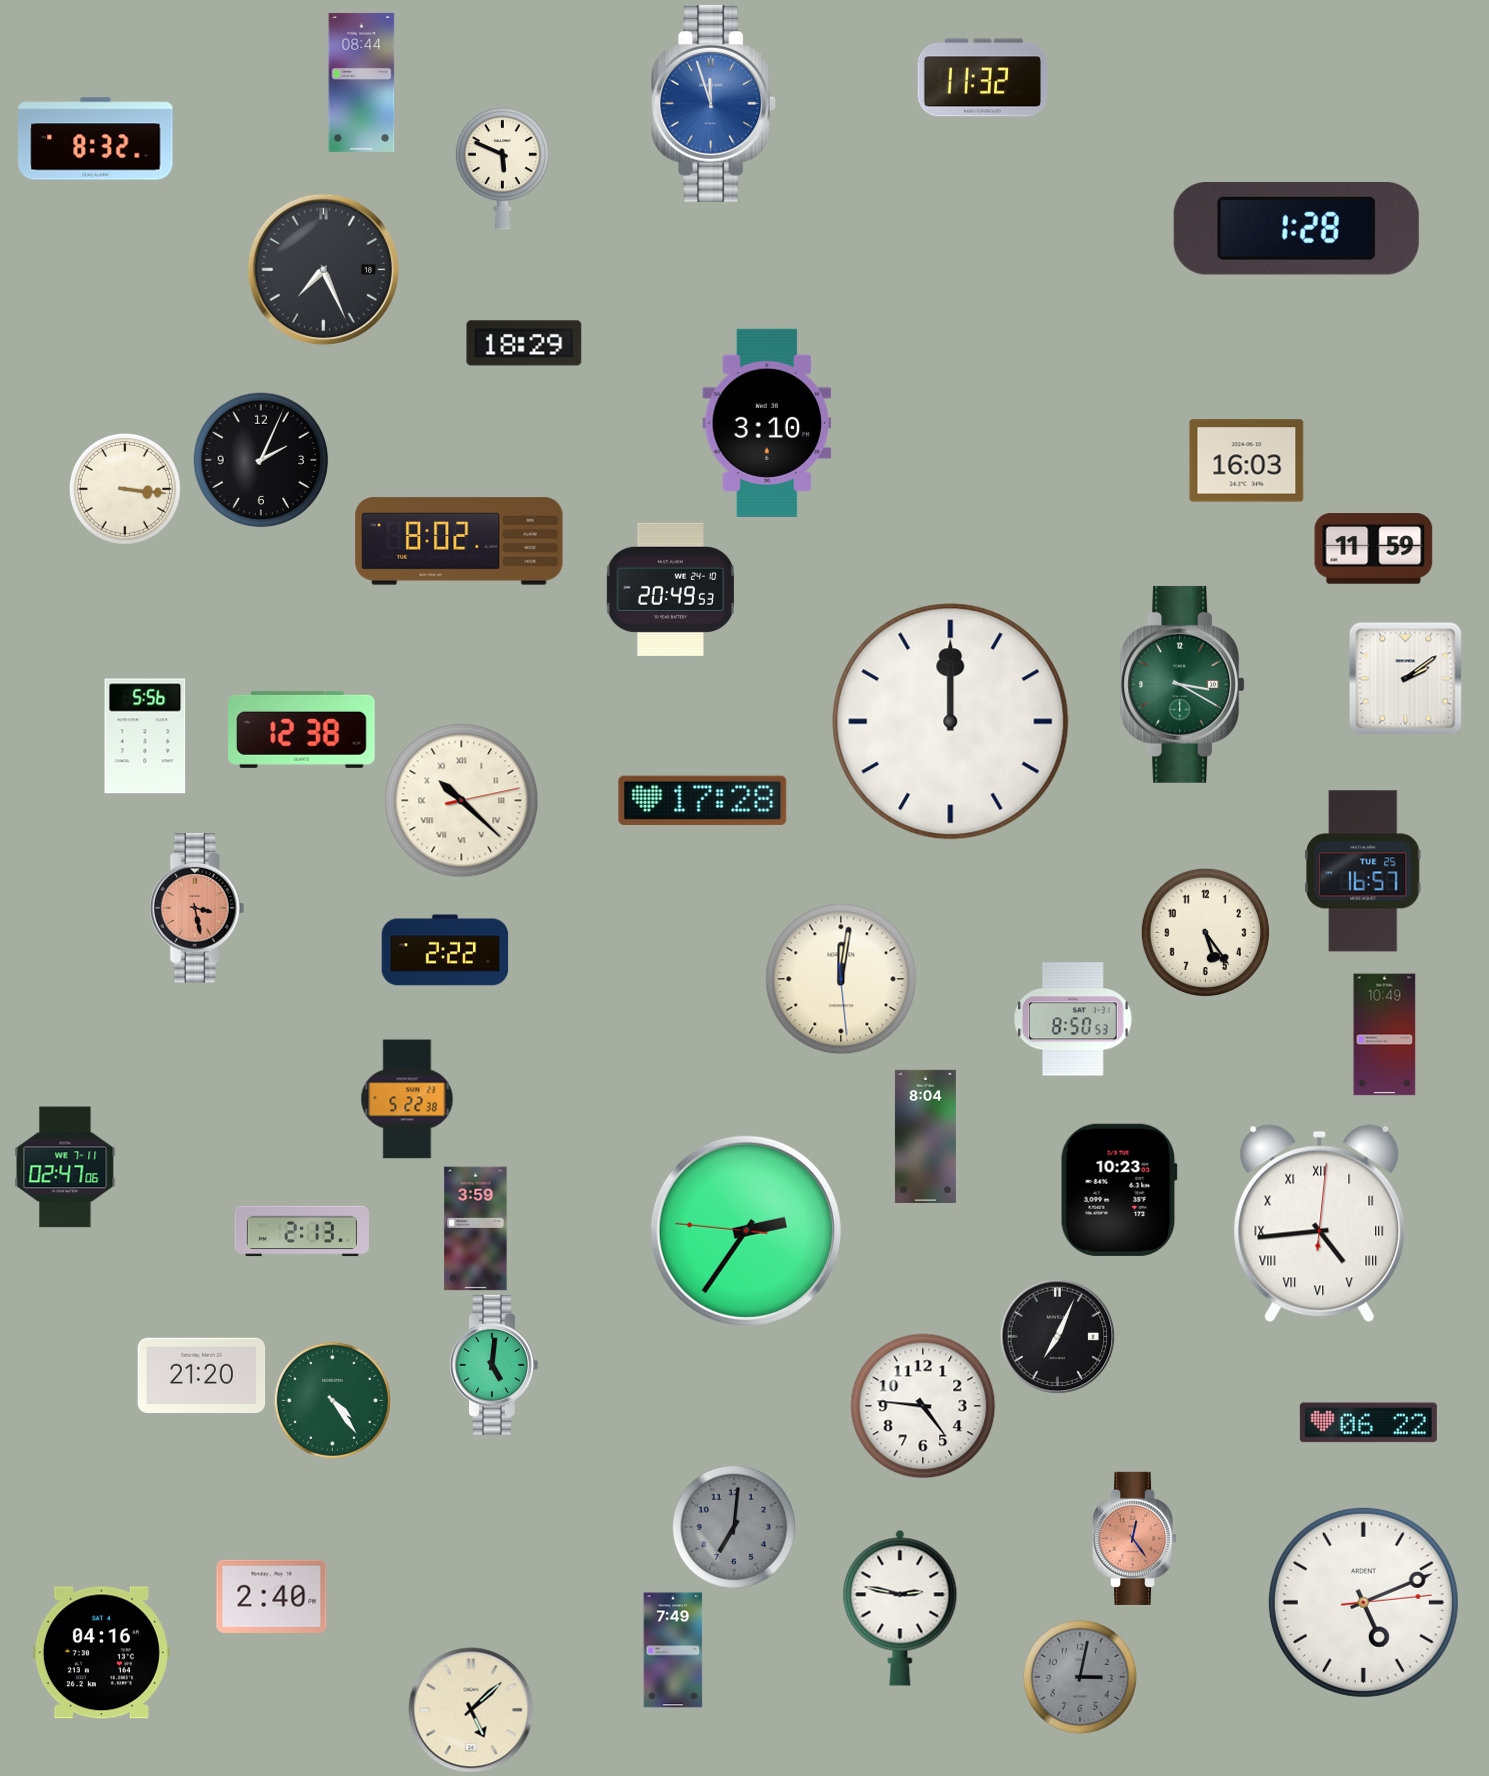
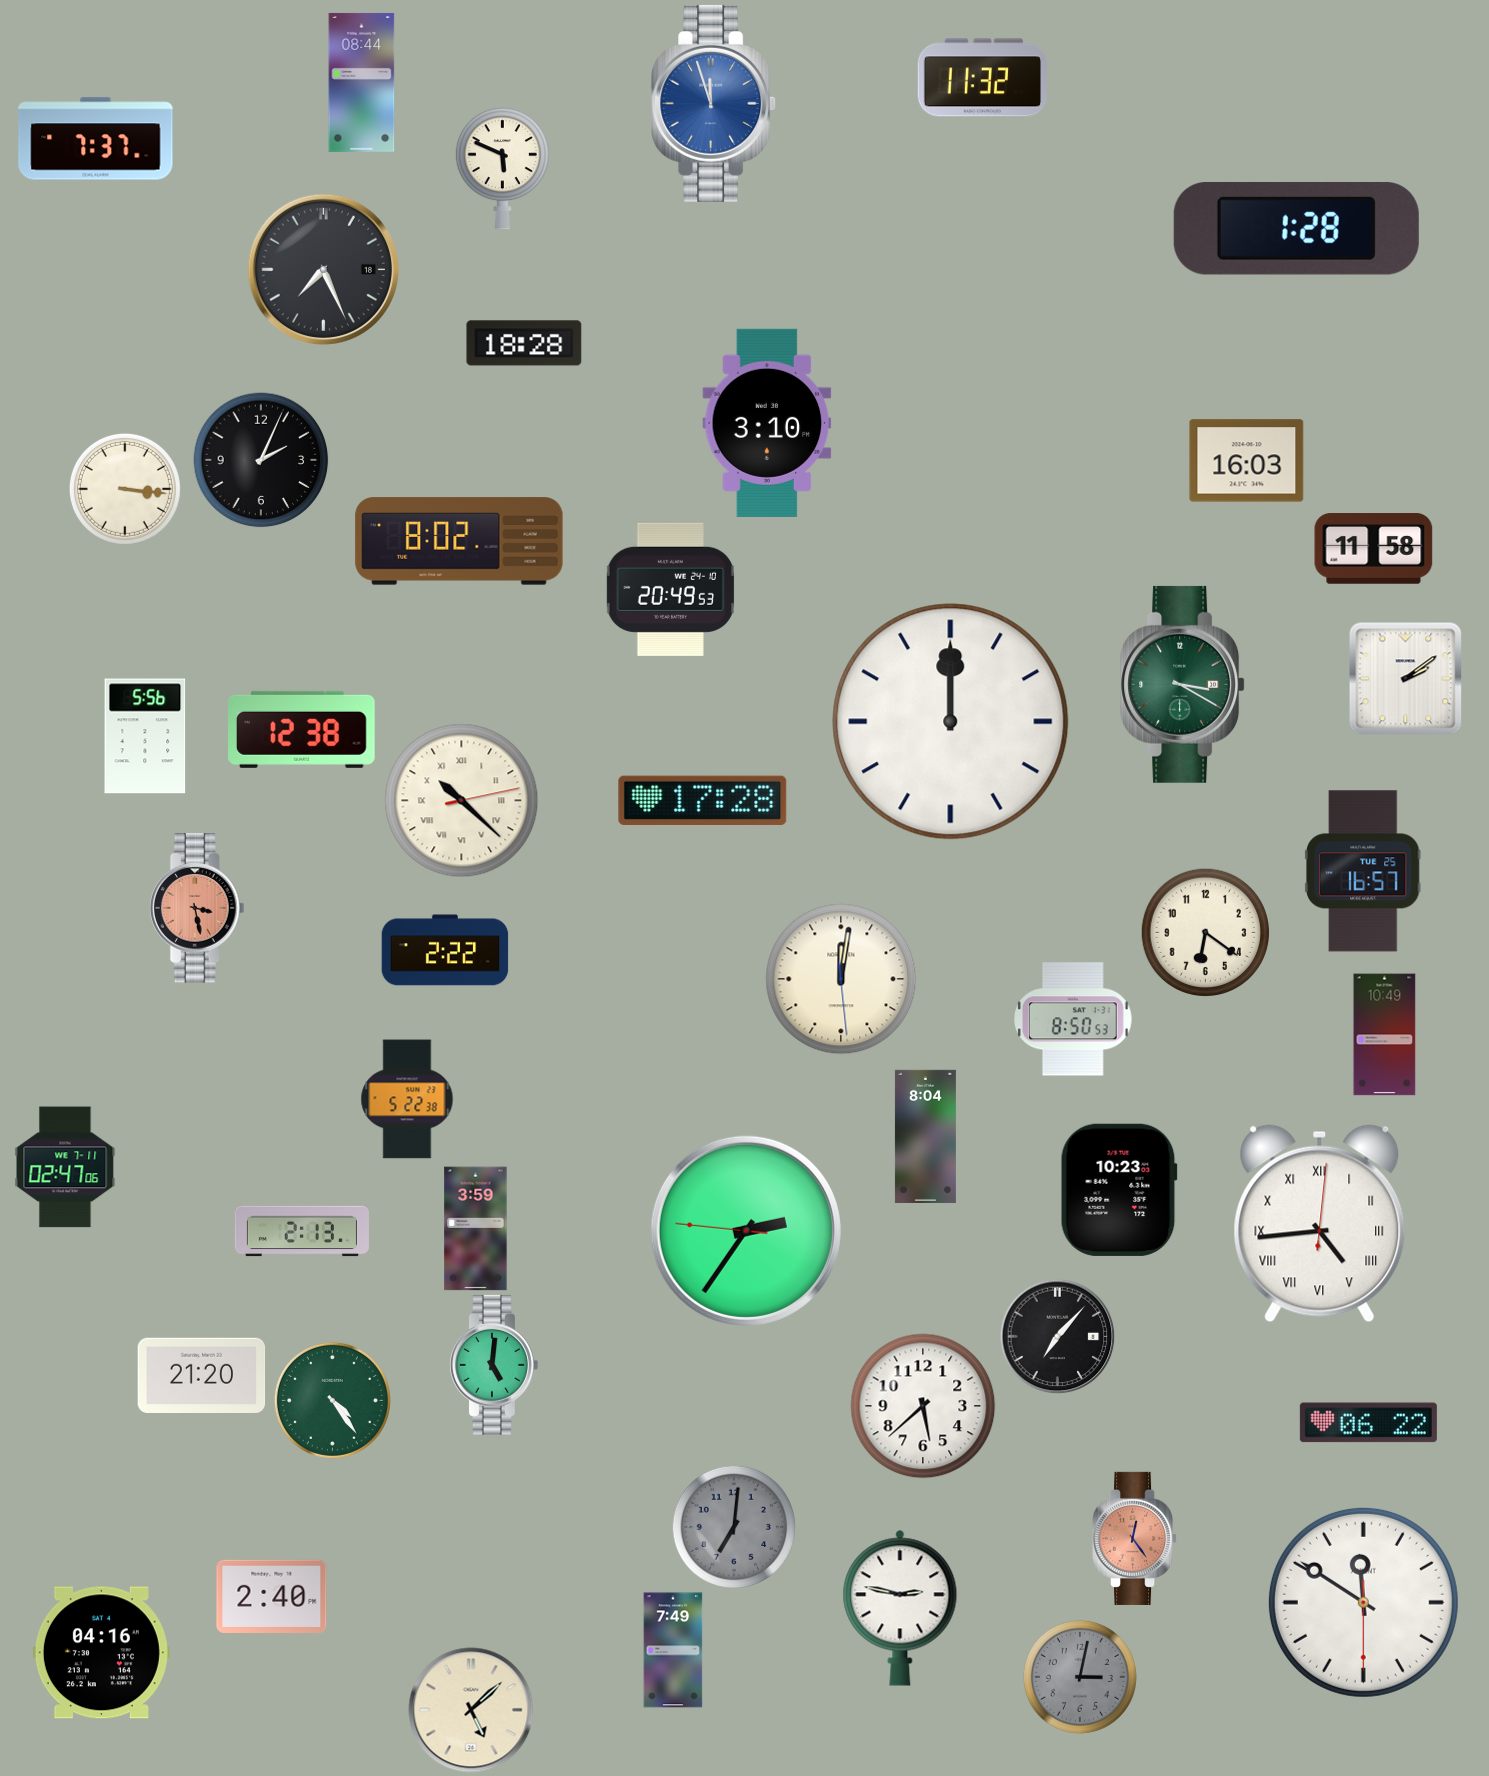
clock at (96, 139): 8:32 -> 7:37
clock at (524, 343): 18:29 -> 18:28
clock at (1374, 549): 11:59 -> 11:58
clock at (1205, 932): 5:24 -> 6:21
clock at (1057, 1336): 7:04 -> 7:07
clock at (923, 1406): 4:46 -> 5:38
clock at (1363, 1602): 5:11 -> 11:50
